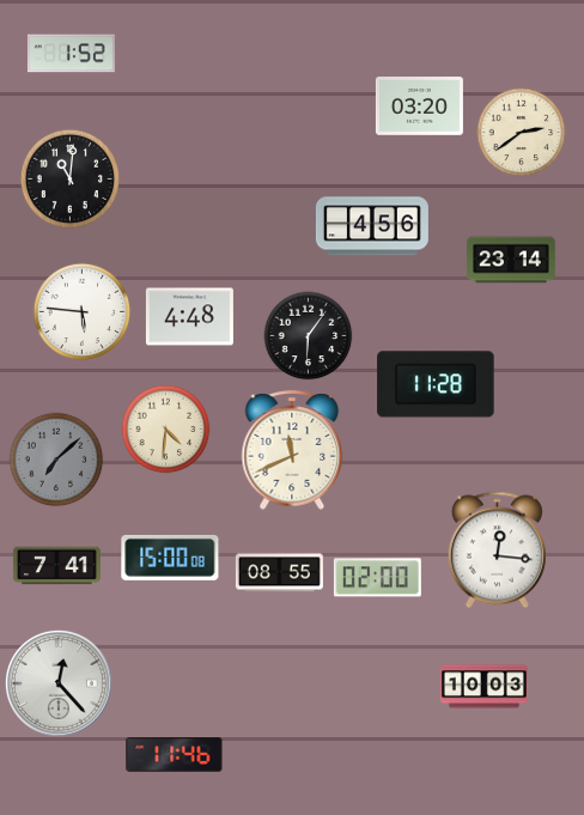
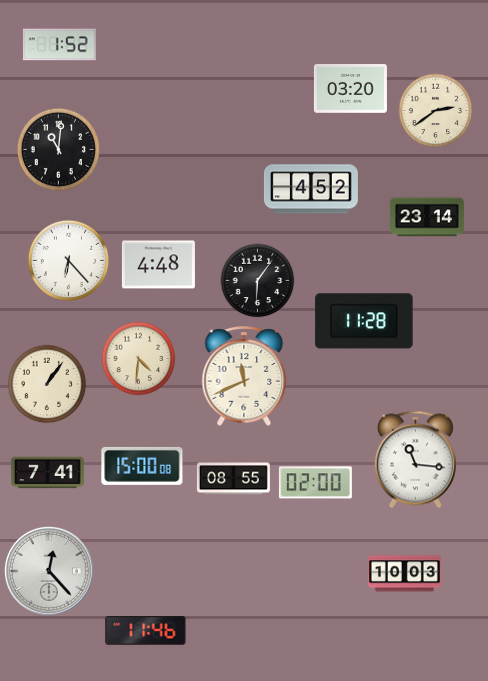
clock at (372, 226): 4:56 -> 4:52
clock at (83, 312): 5:46 -> 6:23
clock at (56, 460): 7:08 -> 1:06
clock at (56, 460) dial: grey -> cream
clock at (497, 551): 12:16 -> 11:16
